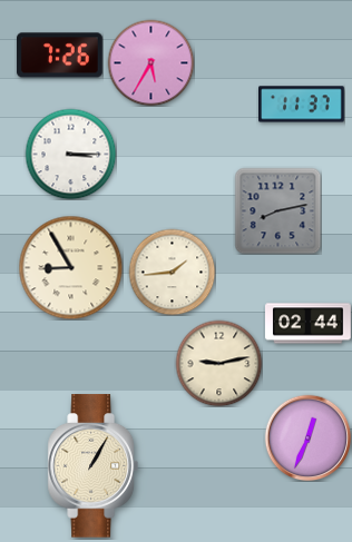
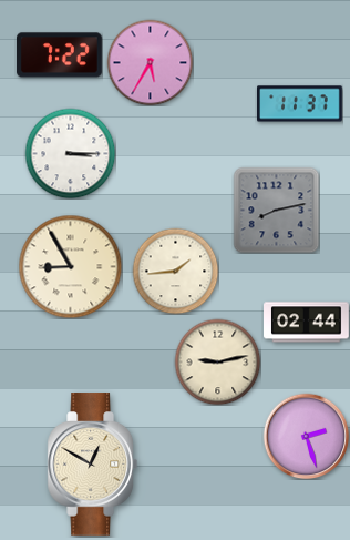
clock at (60, 56): 7:26 -> 7:22
clock at (172, 272) position: (172, 272) -> (175, 271)
clock at (307, 437): 12:34 -> 2:27
clock at (92, 466): 1:05 -> 12:50
